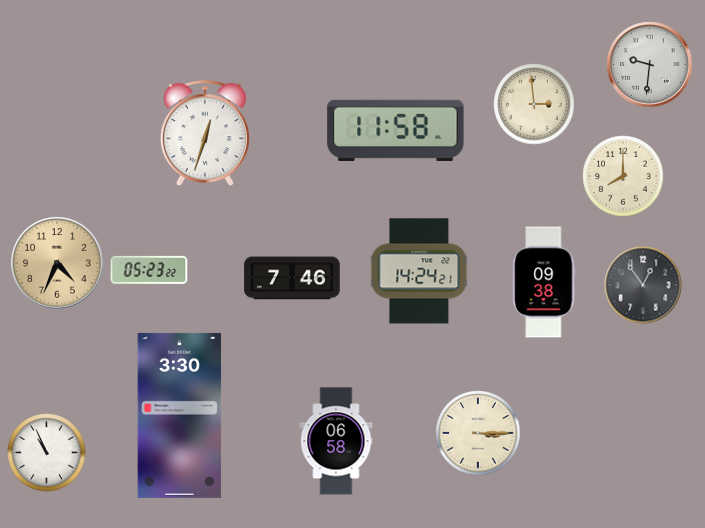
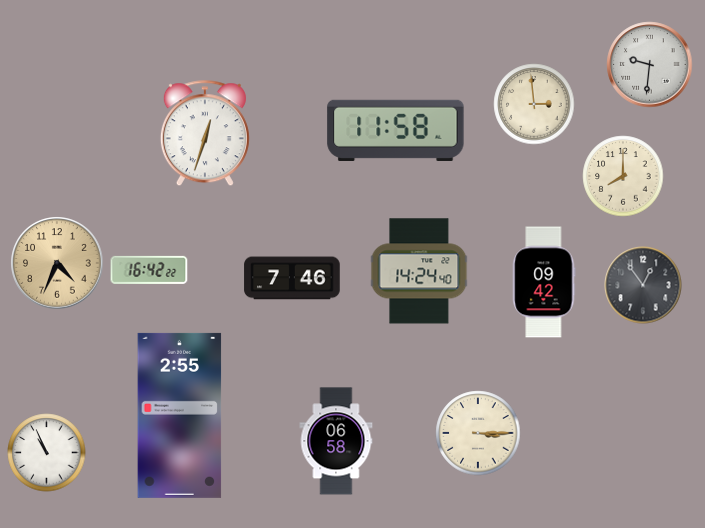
clock at (149, 270): 05:23 -> 16:42
clock at (419, 271): 14:24:21 -> 14:24:40
clock at (544, 282): 09:38 -> 09:42
clock at (180, 415): 3:30 -> 2:55
